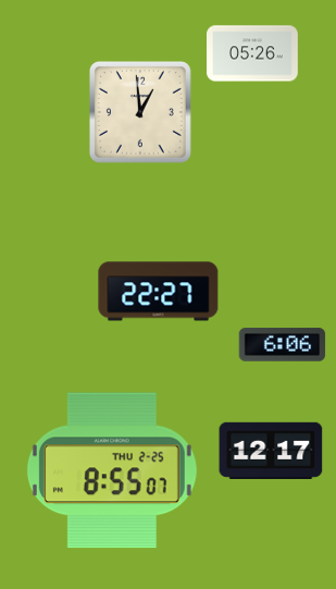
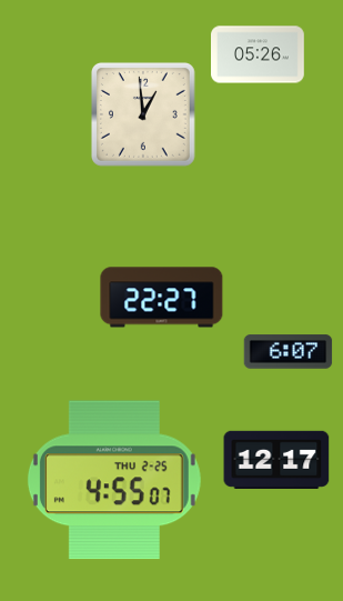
clock at (283, 345): 6:06 -> 6:07
clock at (112, 470): 8:55 -> 4:55
